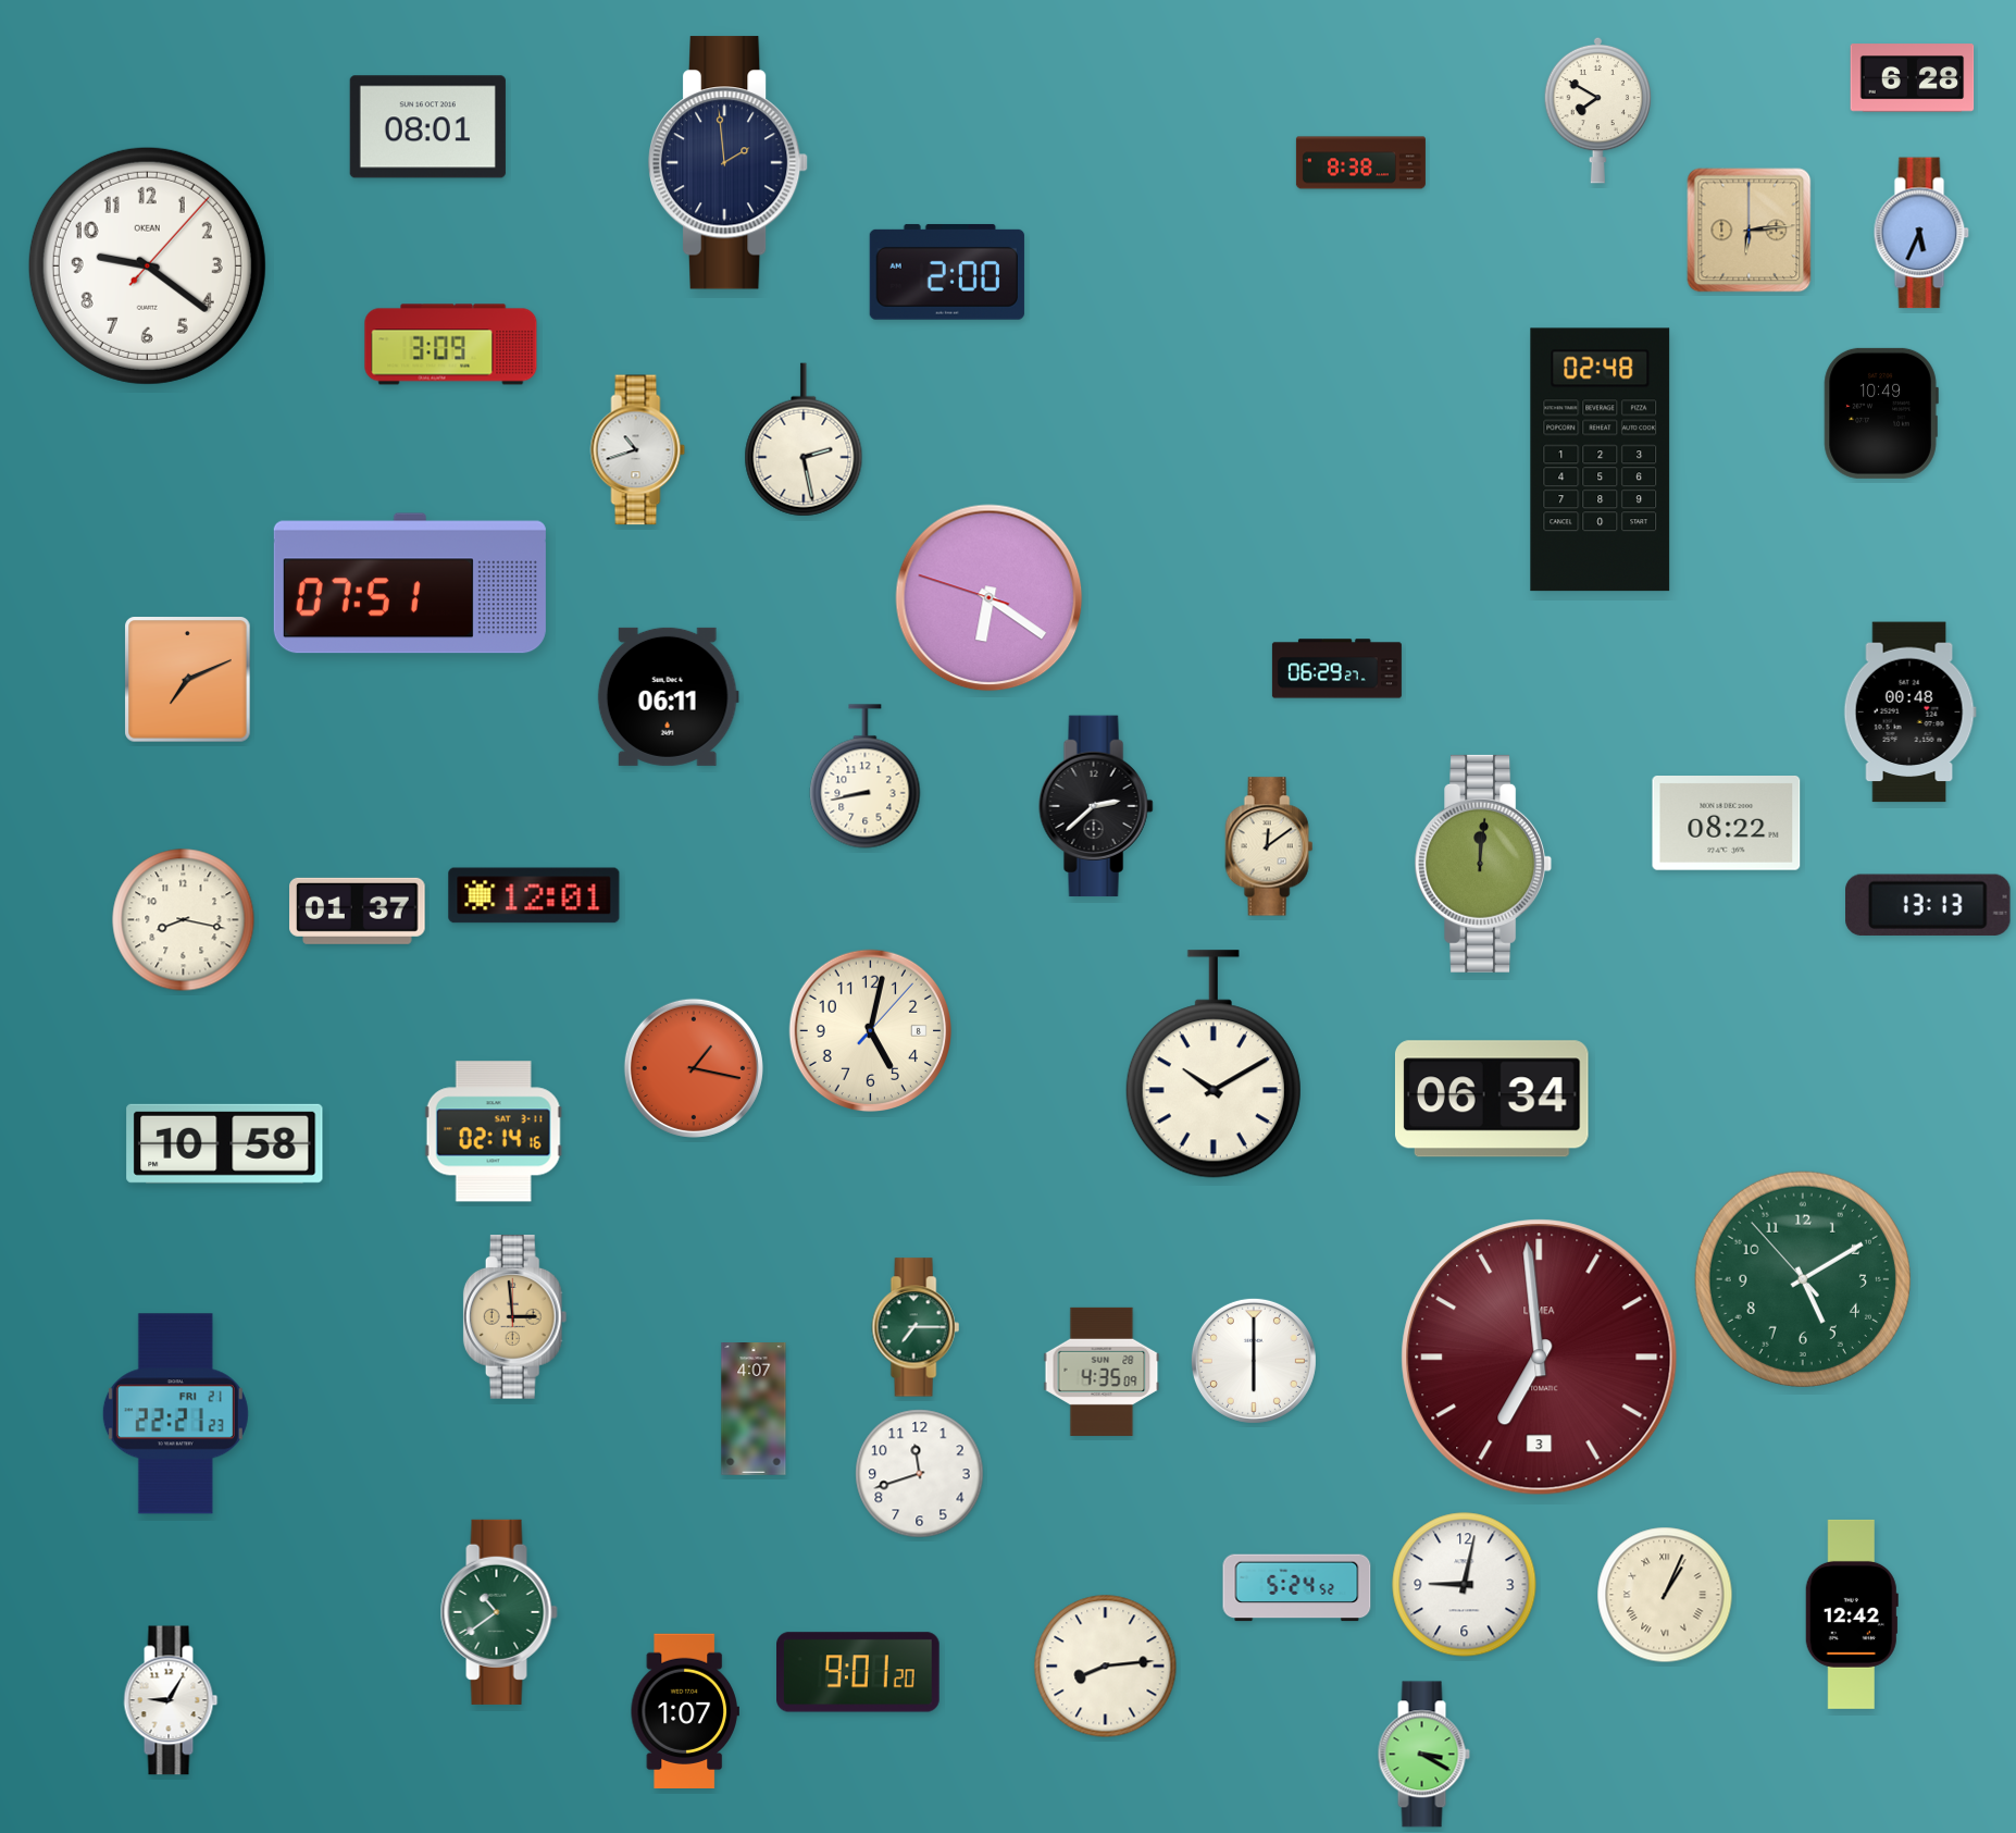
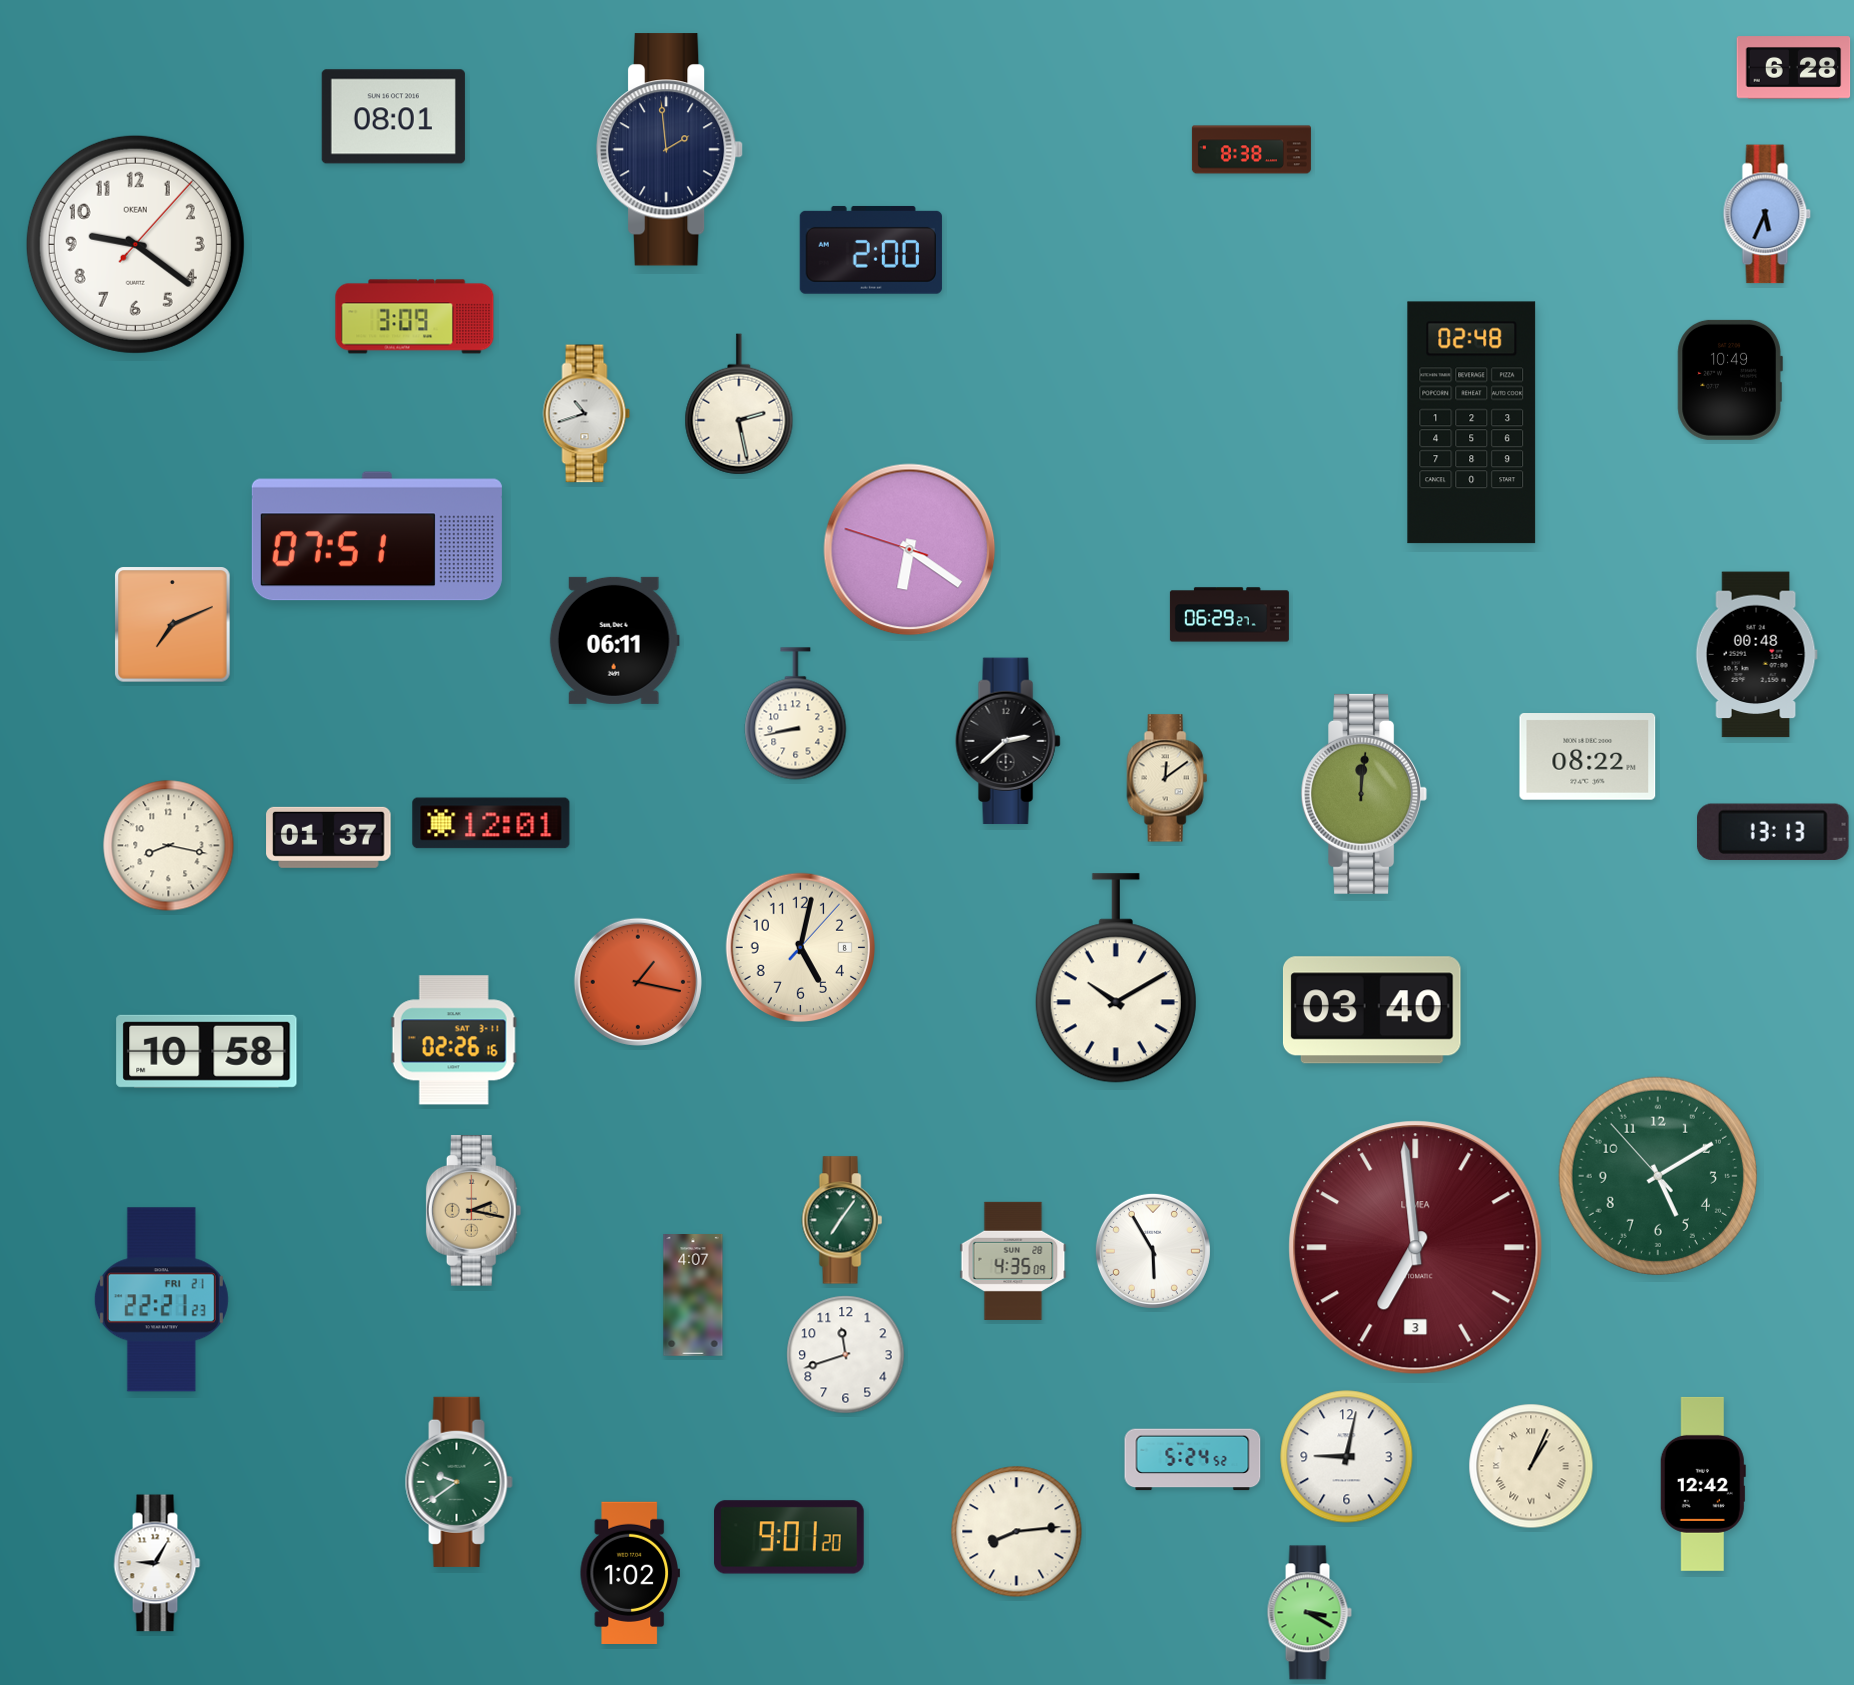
clock at (1913, 78) position: (1913, 78) -> (1794, 68)
clock at (1598, 110): 7:50 -> none
clock at (1750, 231): 6:14 -> none
clock at (1492, 1099): 06:34 -> 03:40
clock at (494, 1131): 02:14 -> 02:26
clock at (515, 1317): 2:59 -> 2:17
clock at (916, 1327): 7:15 -> 7:06
clock at (1254, 1361): 6:00 -> 5:55
clock at (499, 1612): 10:39 -> 9:39
clock at (685, 1710): 1:07 -> 1:02
